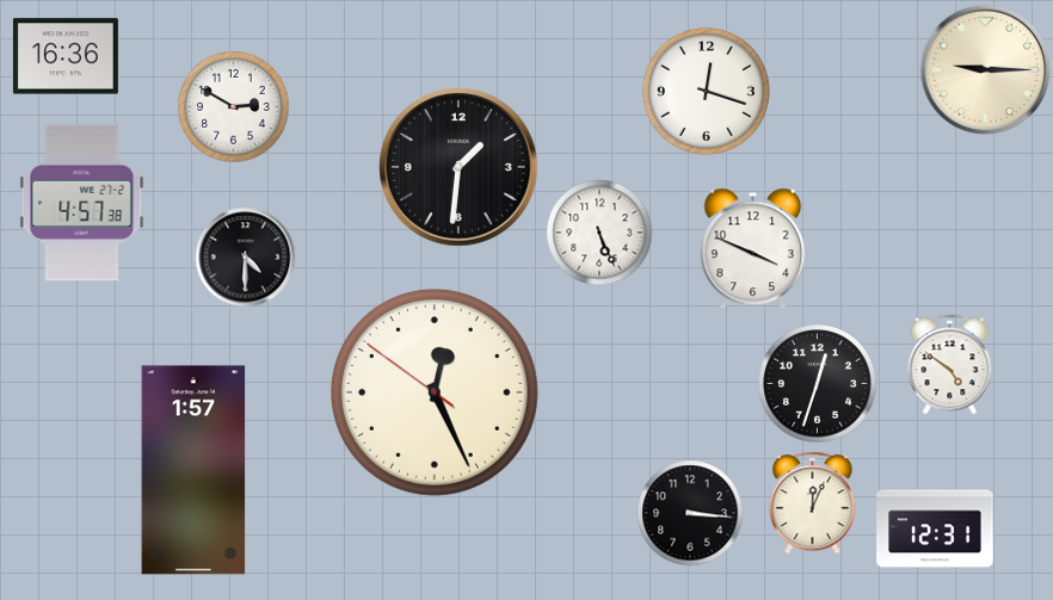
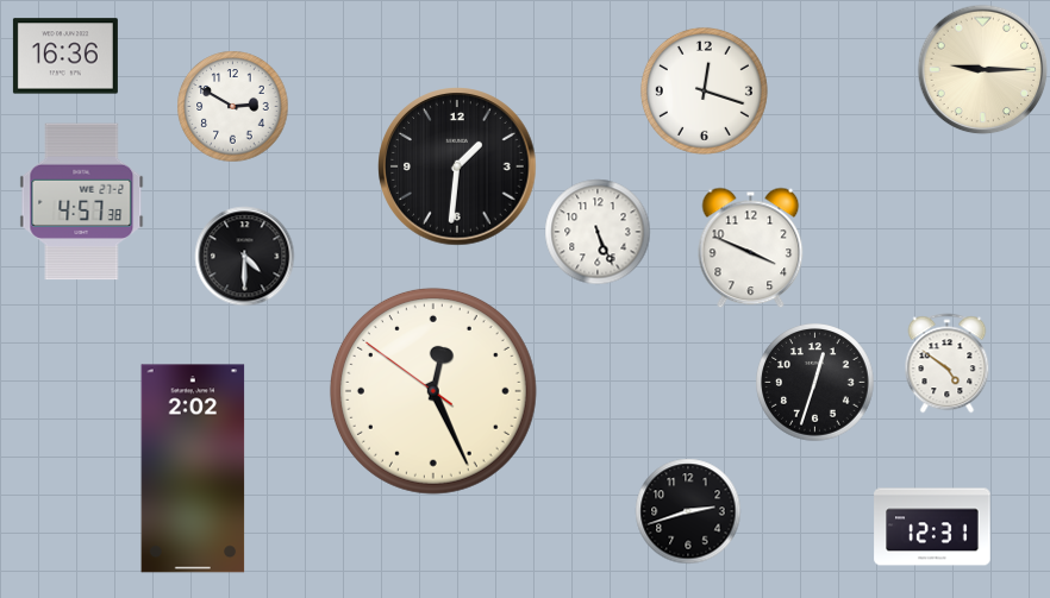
clock at (193, 470): 1:57 -> 2:02
clock at (813, 502): 12:04 -> none
clock at (690, 513): 3:16 -> 2:42
